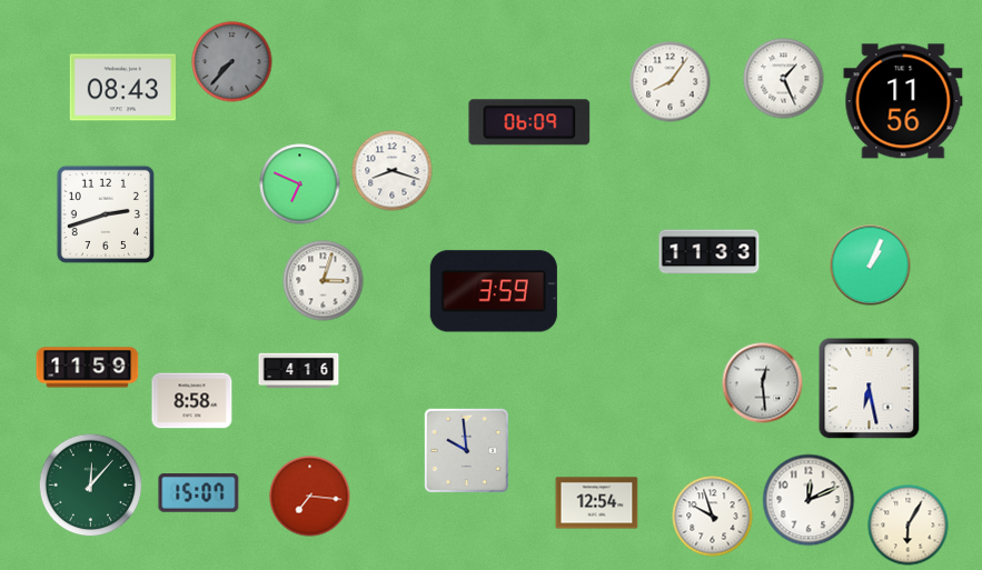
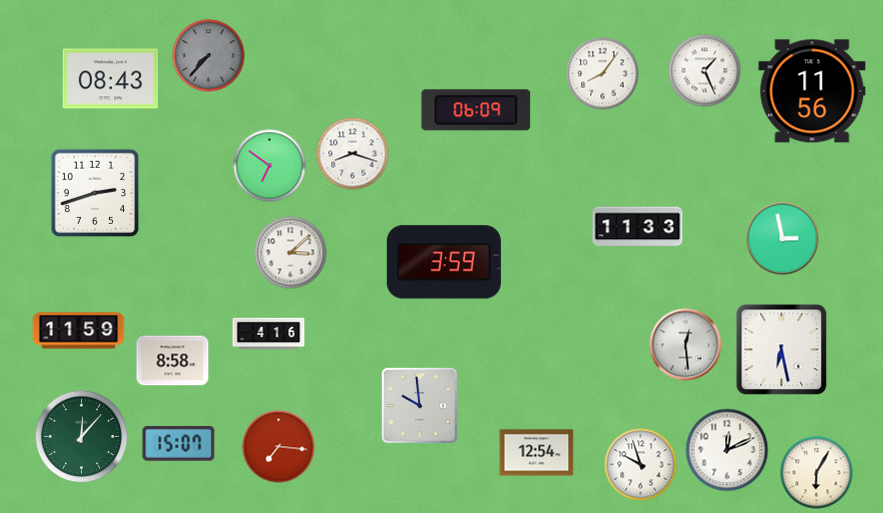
clock at (300, 184): 6:49 -> 6:51
clock at (871, 266): 1:04 -> 2:58
clock at (324, 281): 3:03 -> 3:08
